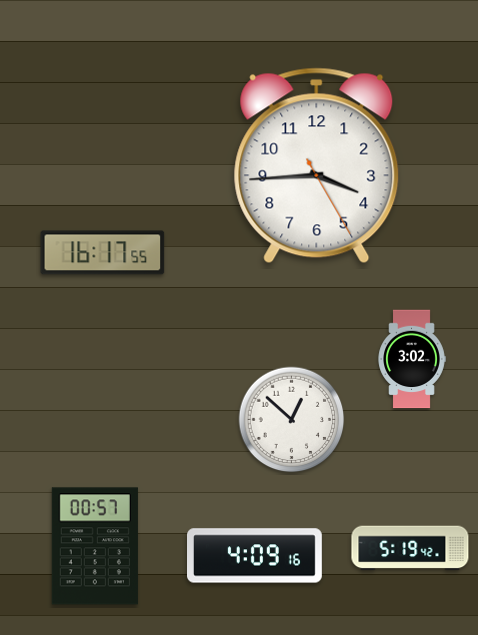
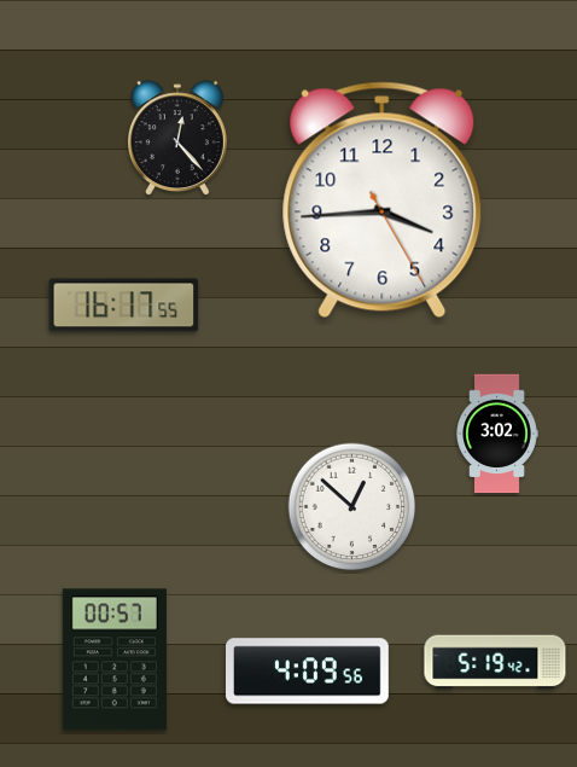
clock at (177, 139): none -> 12:23
clock at (255, 556): 4:09:16 -> 4:09:56
